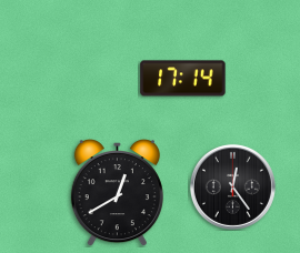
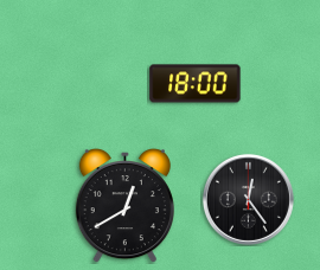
clock at (183, 79): 17:14 -> 18:00
